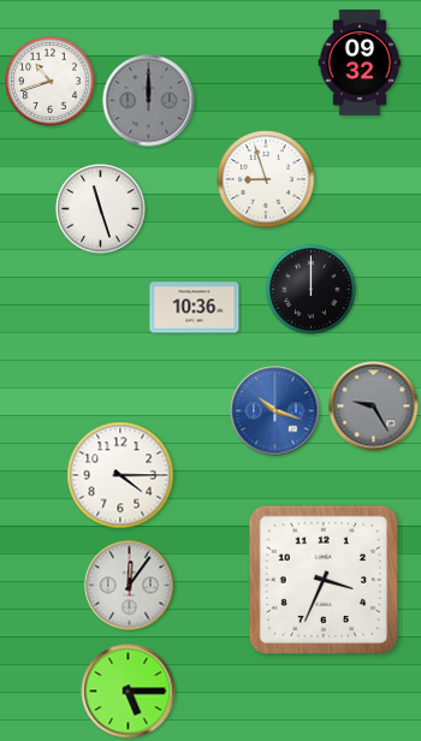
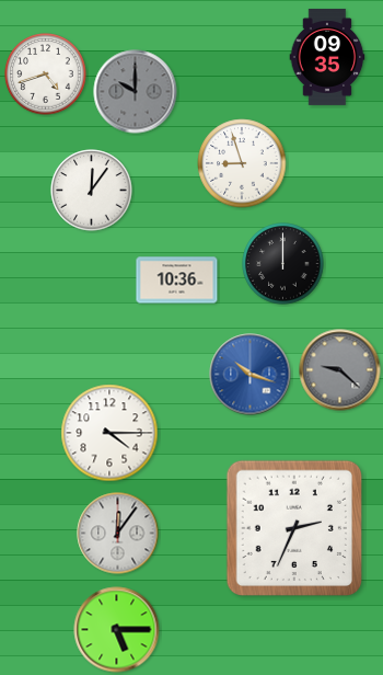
clock at (360, 63): 09:32 -> 09:35
clock at (51, 82): 10:42 -> 4:42
clock at (149, 101): 12:00 -> 10:00
clock at (101, 209): 11:27 -> 12:06
clock at (374, 407): 9:25 -> 9:22
clock at (322, 579): 3:34 -> 2:34
